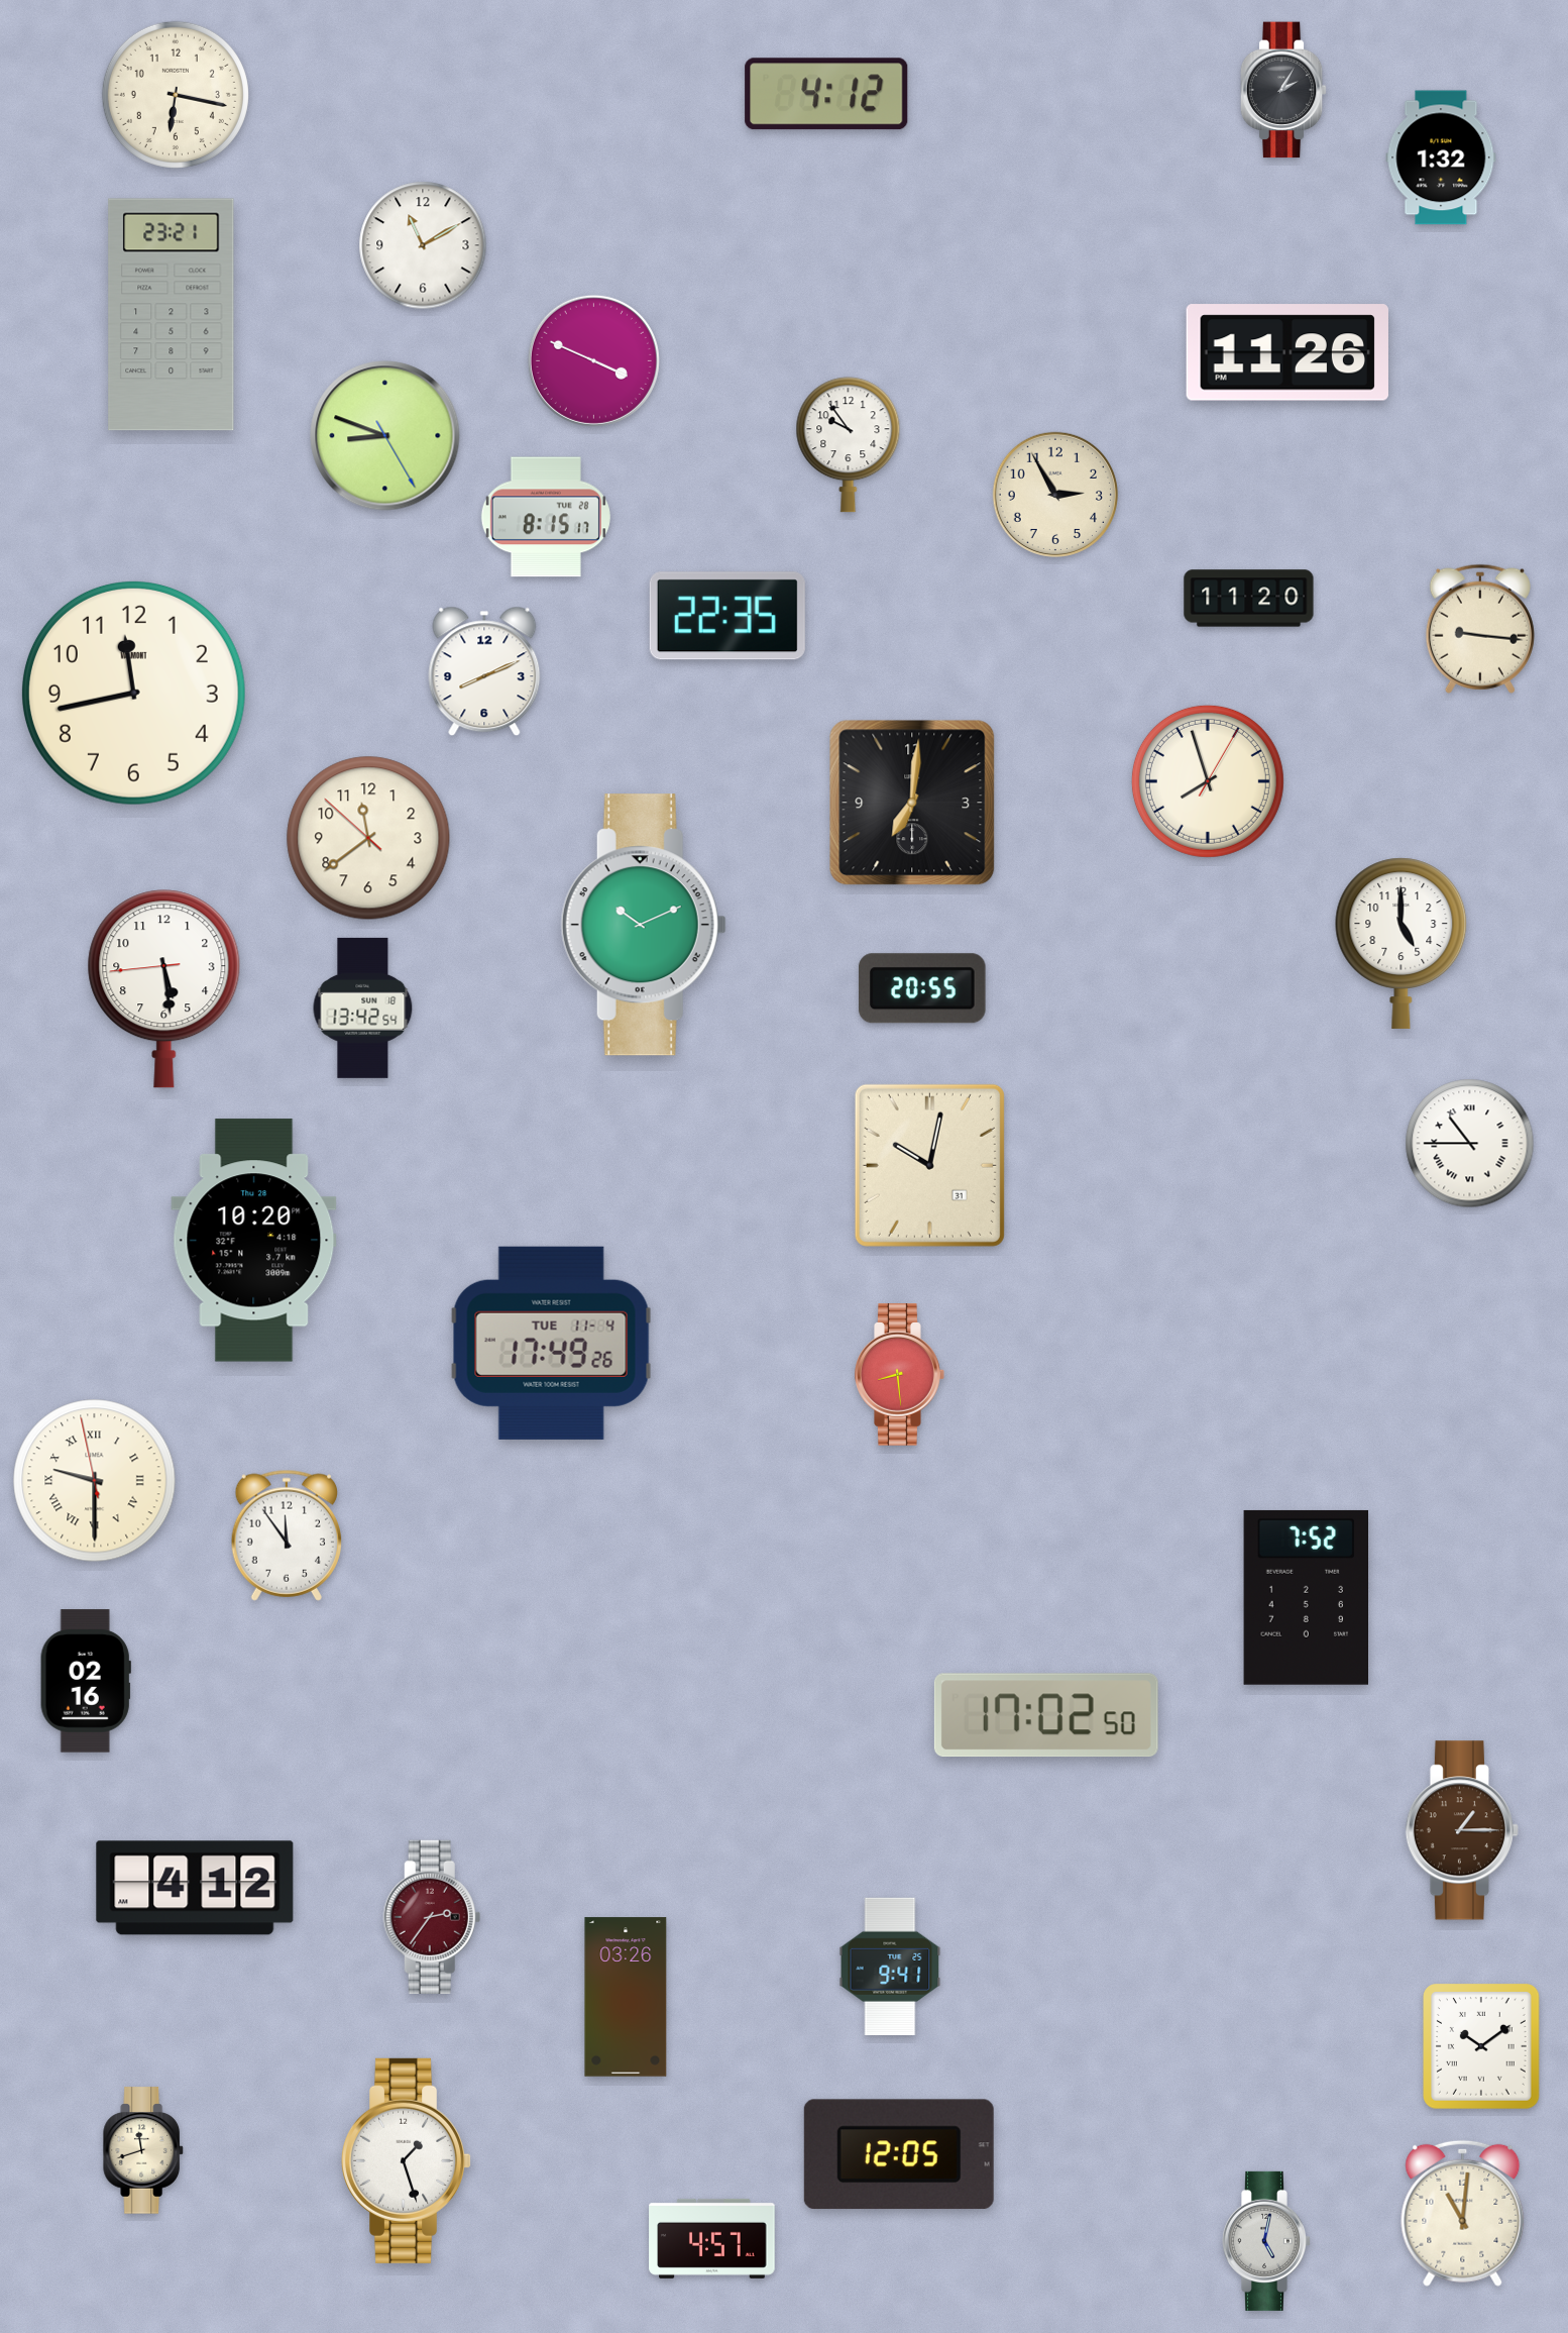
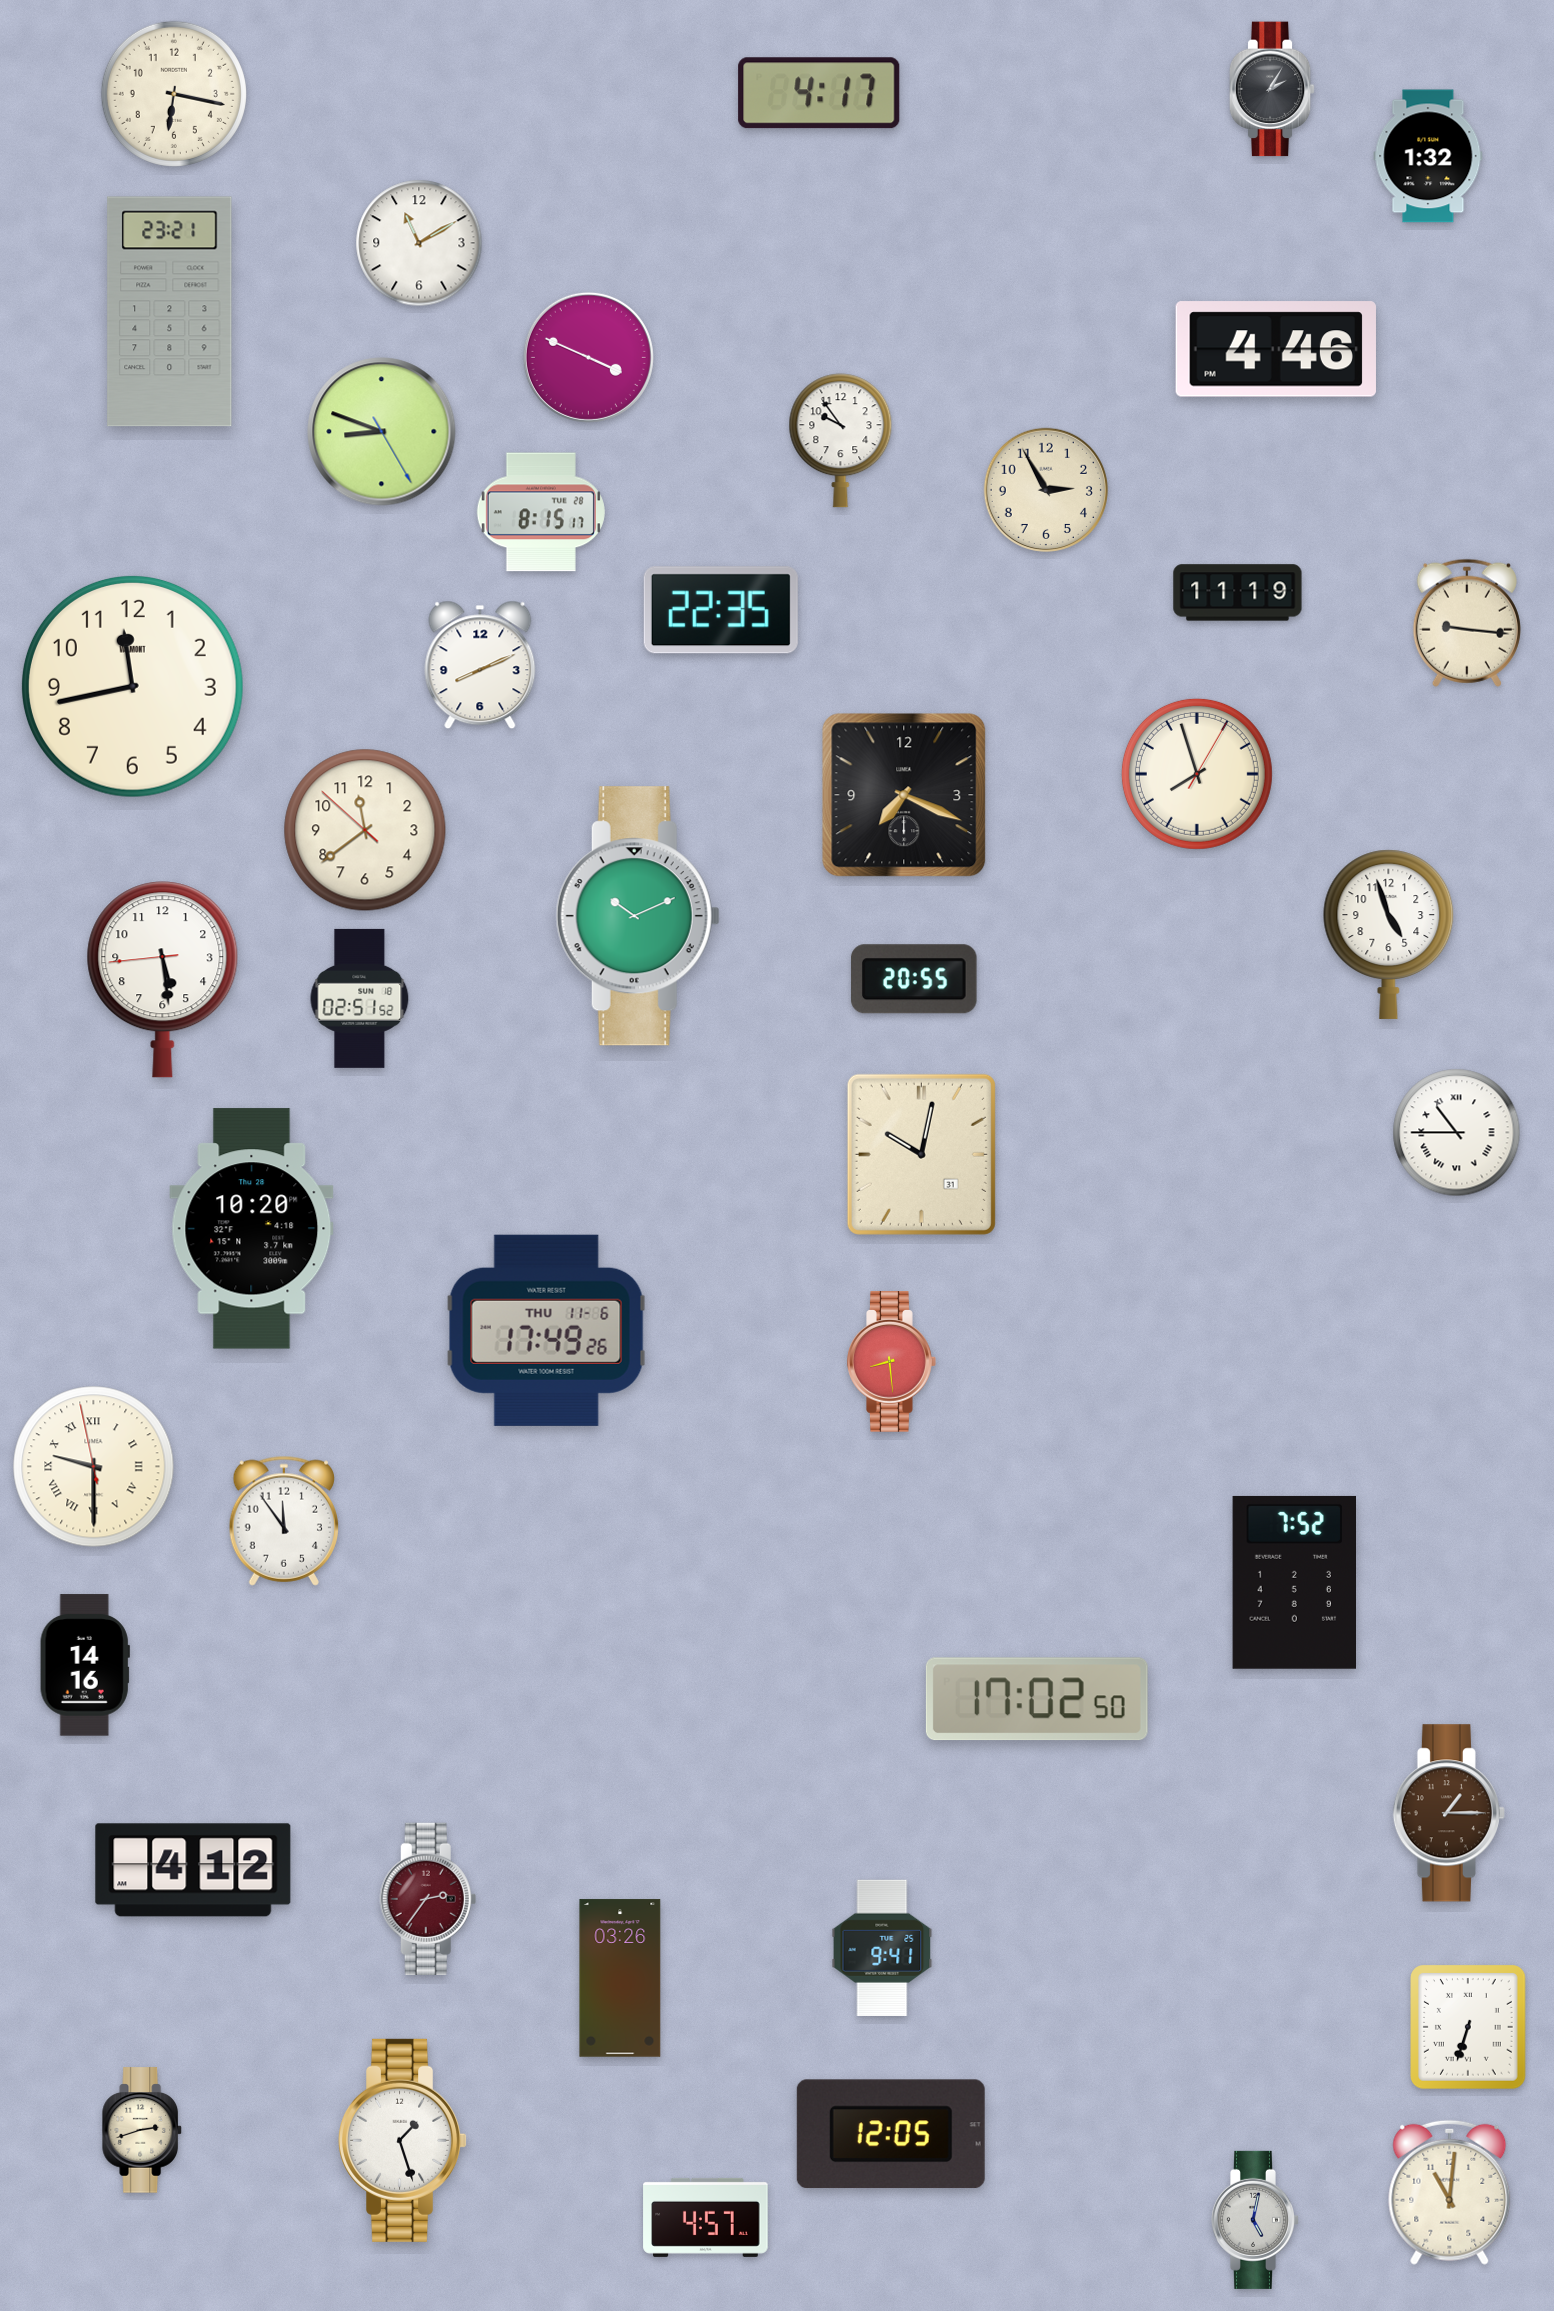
clock at (826, 94): 4:12 -> 4:17
clock at (1287, 352): 11:26 -> 4:46
clock at (1249, 599): 11:20 -> 11:19
clock at (912, 803): 7:01 -> 7:19
clock at (1402, 943): 5:00 -> 4:57
clock at (363, 1008): 13:42 -> 02:51
clock at (551, 1343) date: TUE 11-4 -> THU 11-6
clock at (86, 1681): 02:16 -> 14:16
clock at (1482, 2047): 10:09 -> 6:33
clock at (143, 2150): 11:42 -> 2:42
